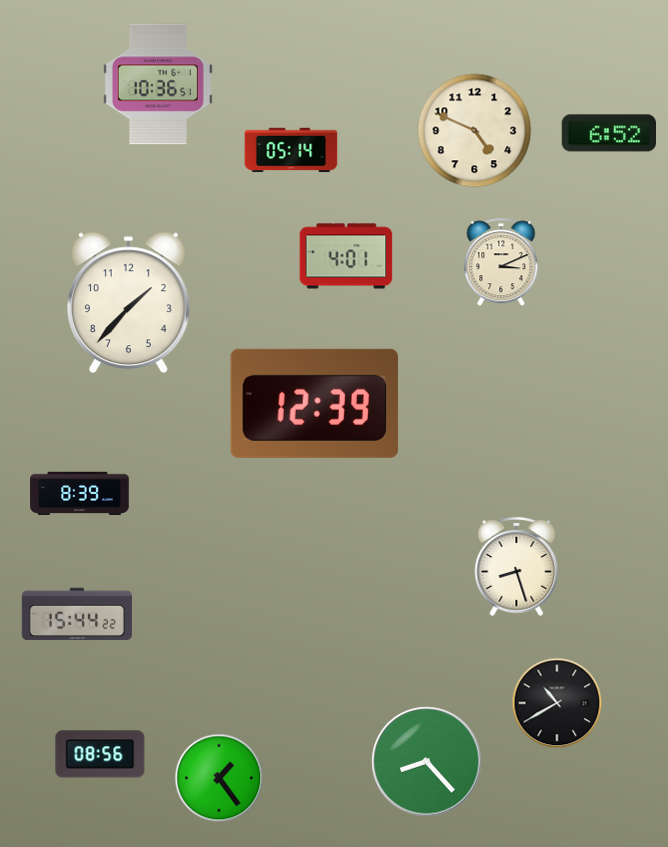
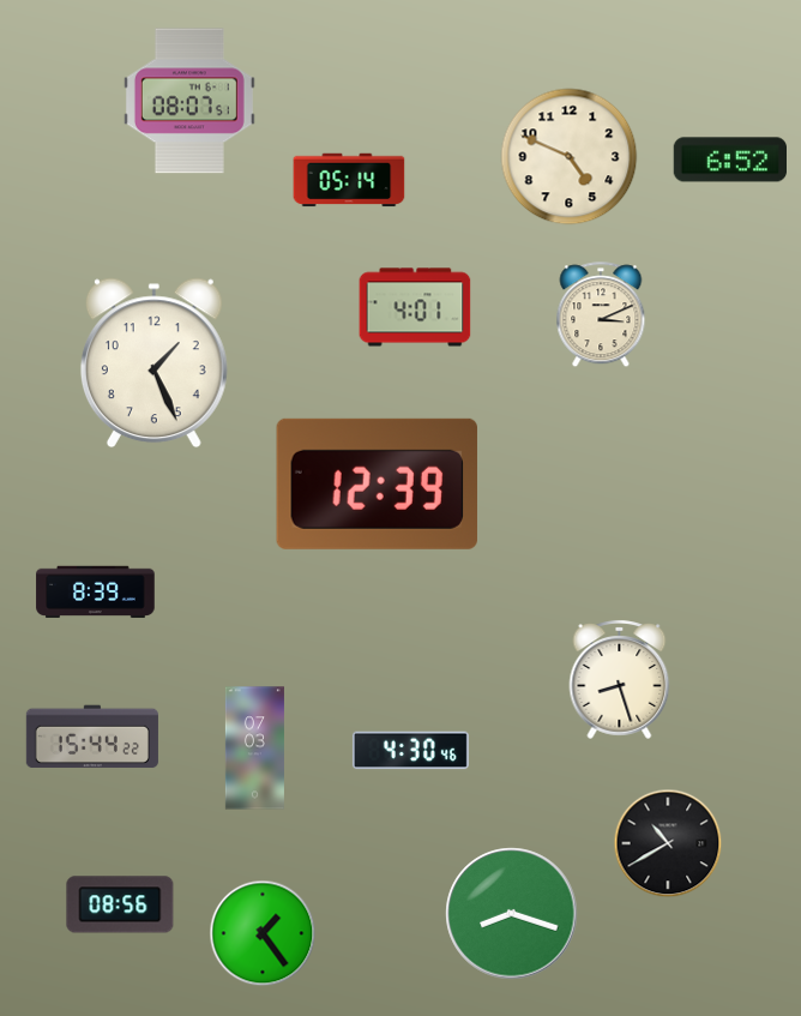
clock at (158, 84): 10:36 -> 08:07
clock at (128, 303): 1:37 -> 1:26
clock at (254, 749): none -> 07:03
clock at (410, 751): none -> 4:30
clock at (427, 762): 8:23 -> 8:18
